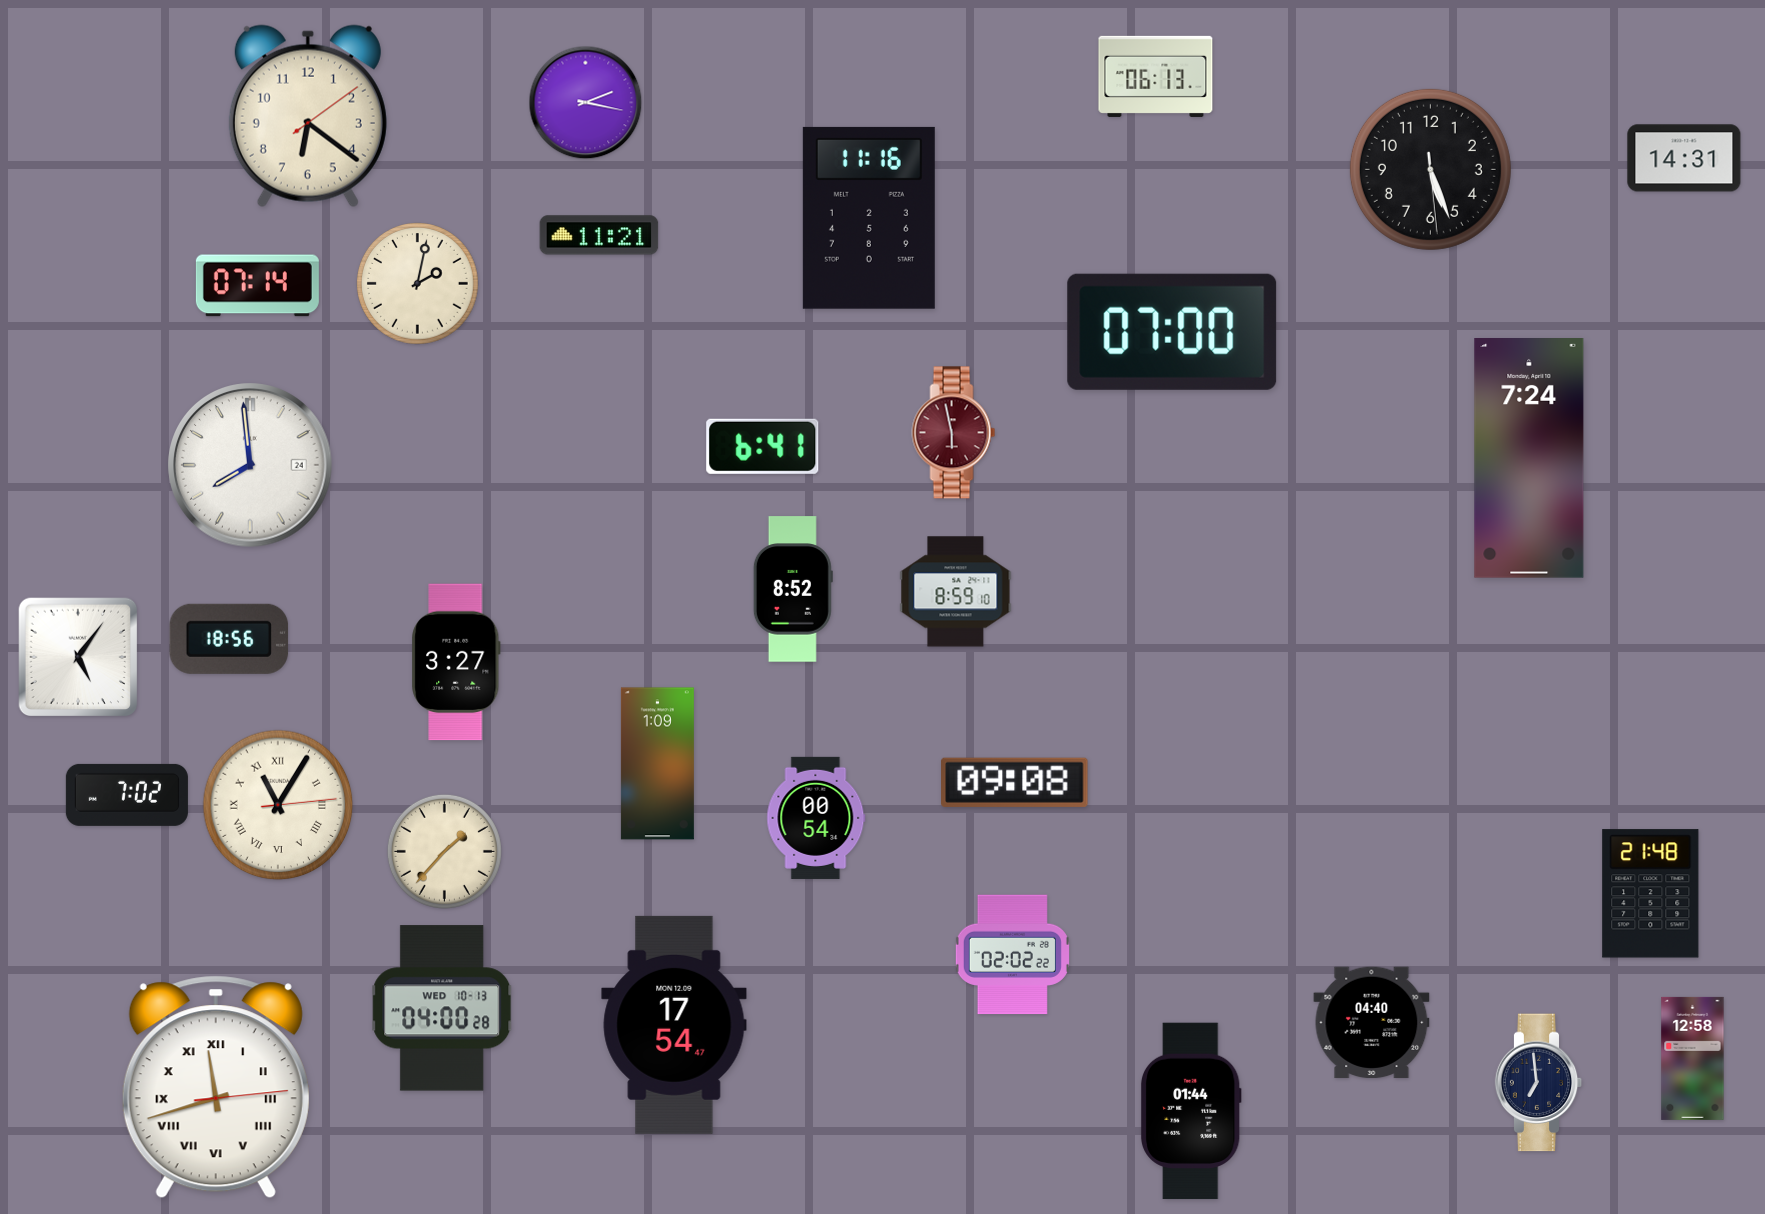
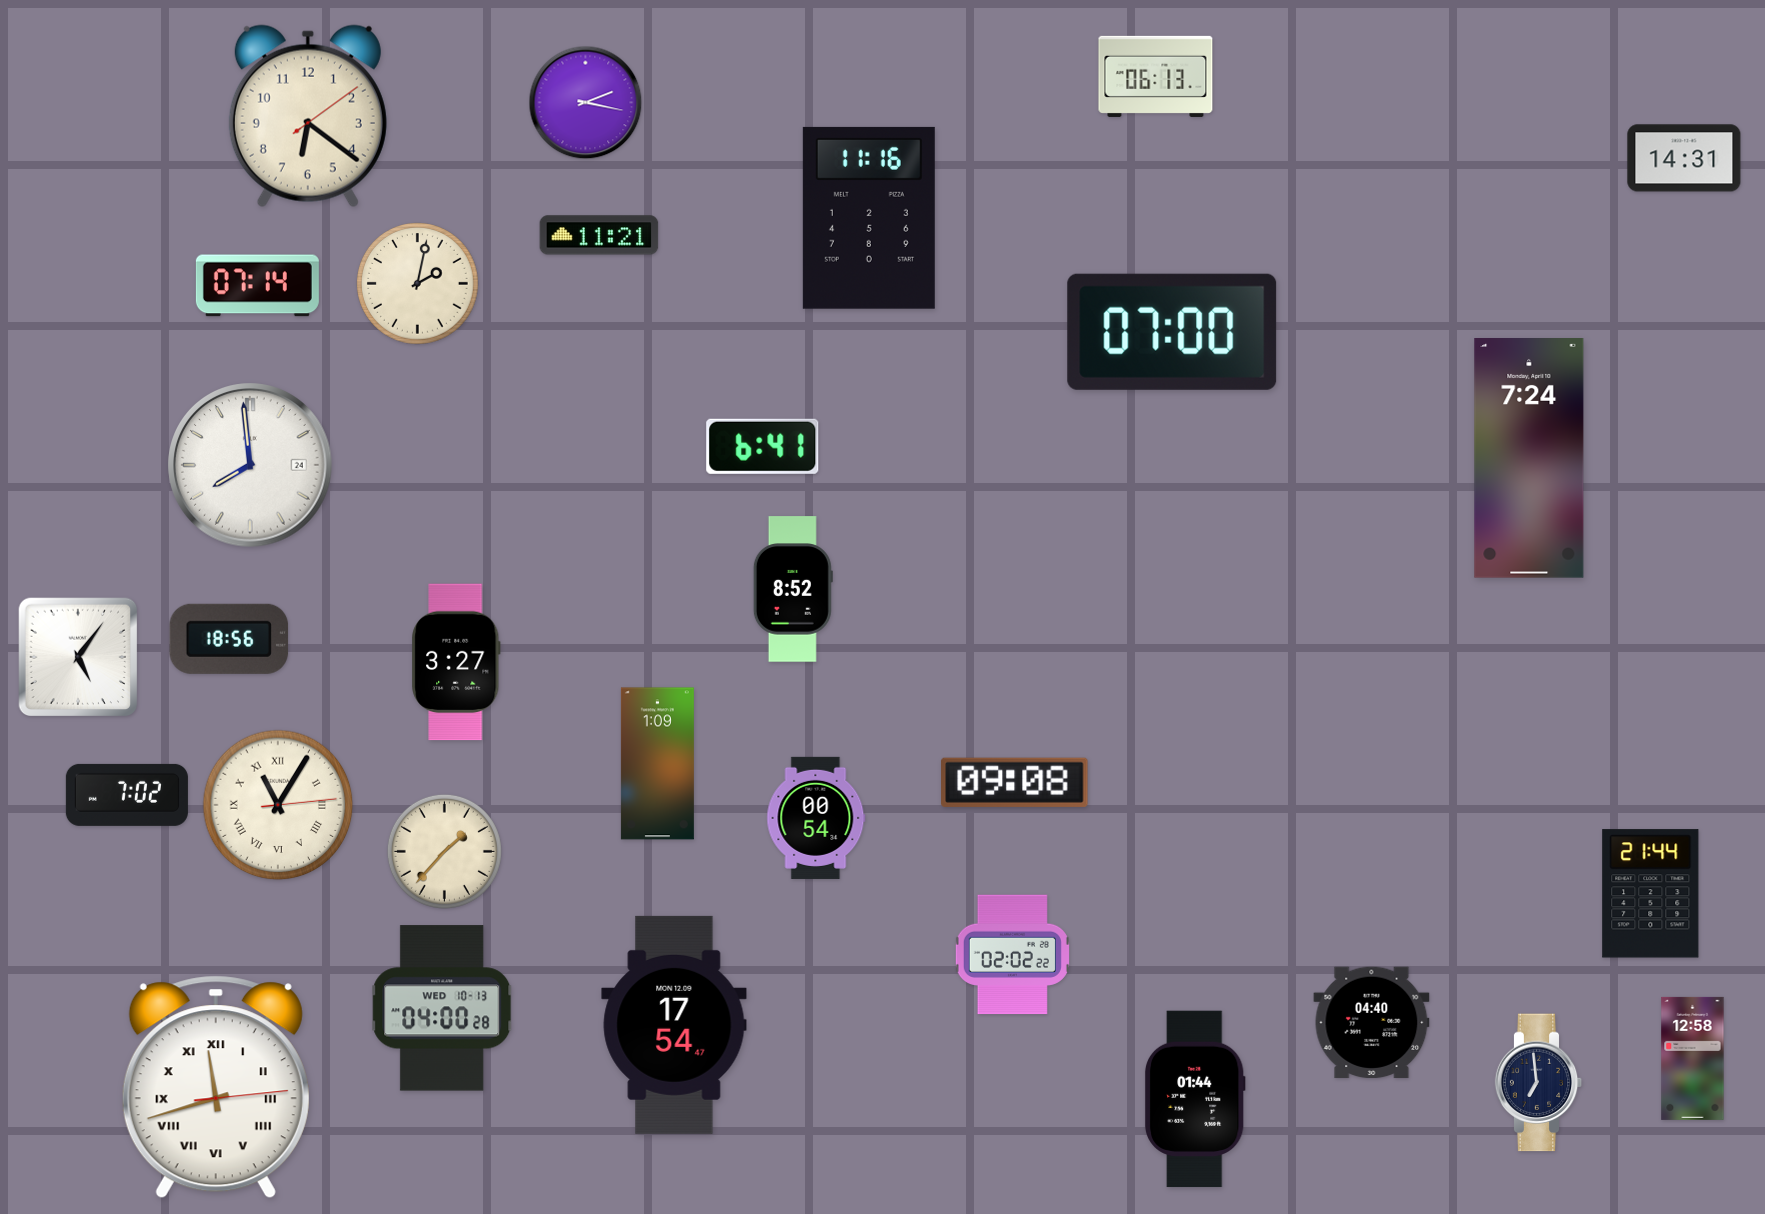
clock at (1430, 169): 5:26 -> none
clock at (954, 433): 5:58 -> none
clock at (956, 592): 8:59 -> none
clock at (1651, 894): 21:48 -> 21:44
clock at (1191, 1111) position: (1191, 1111) -> (1195, 1099)
